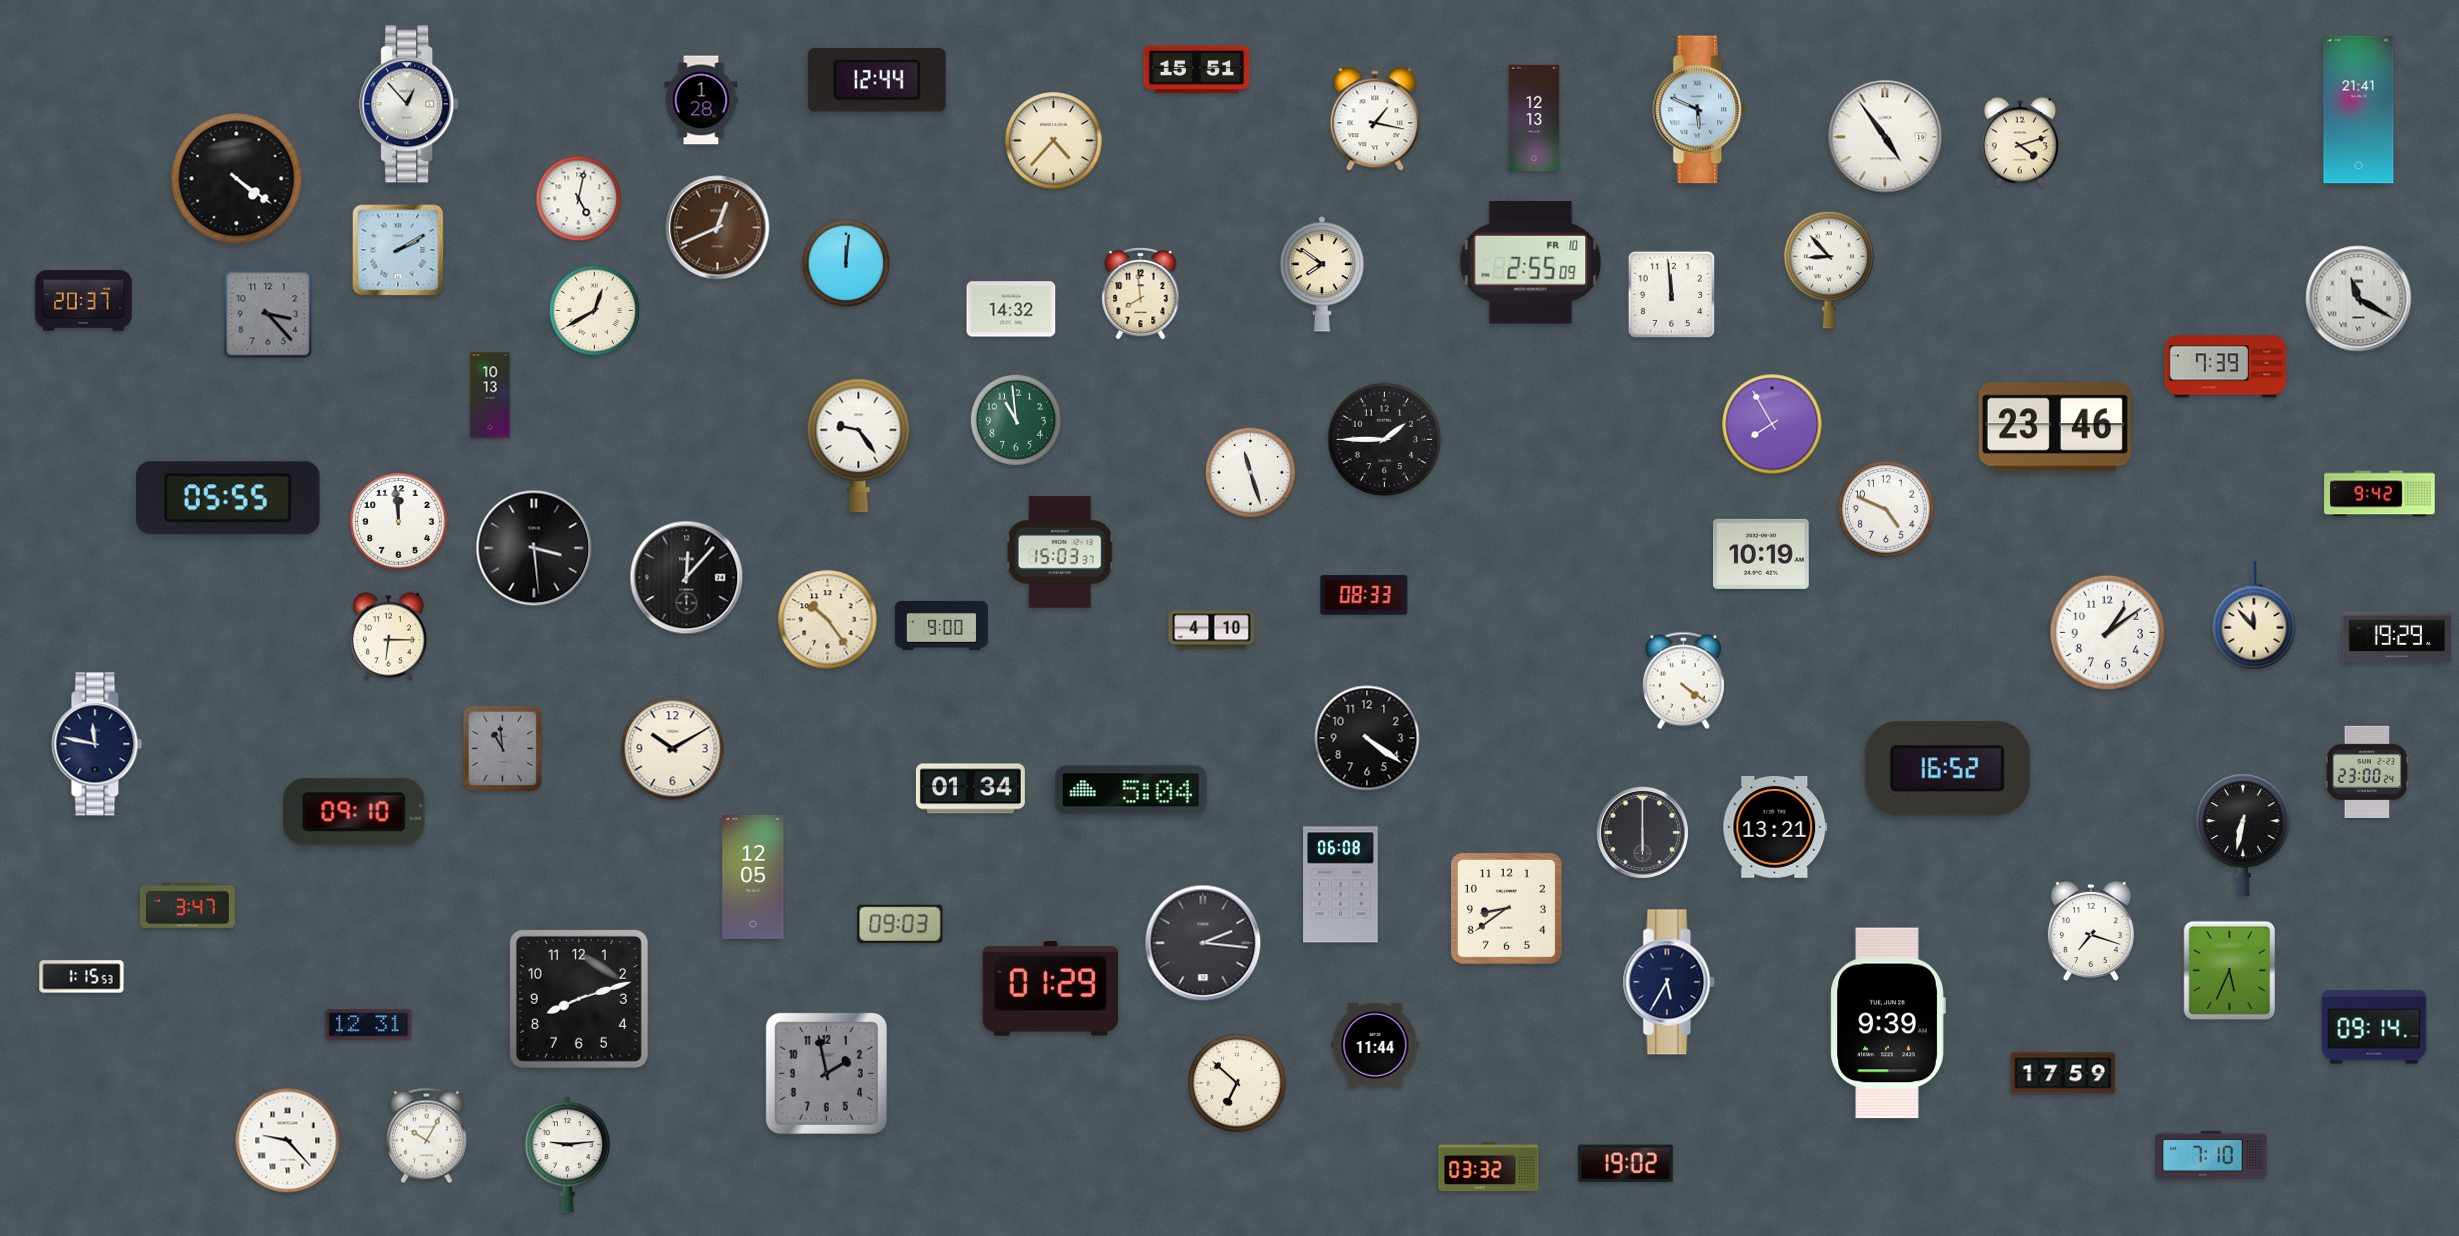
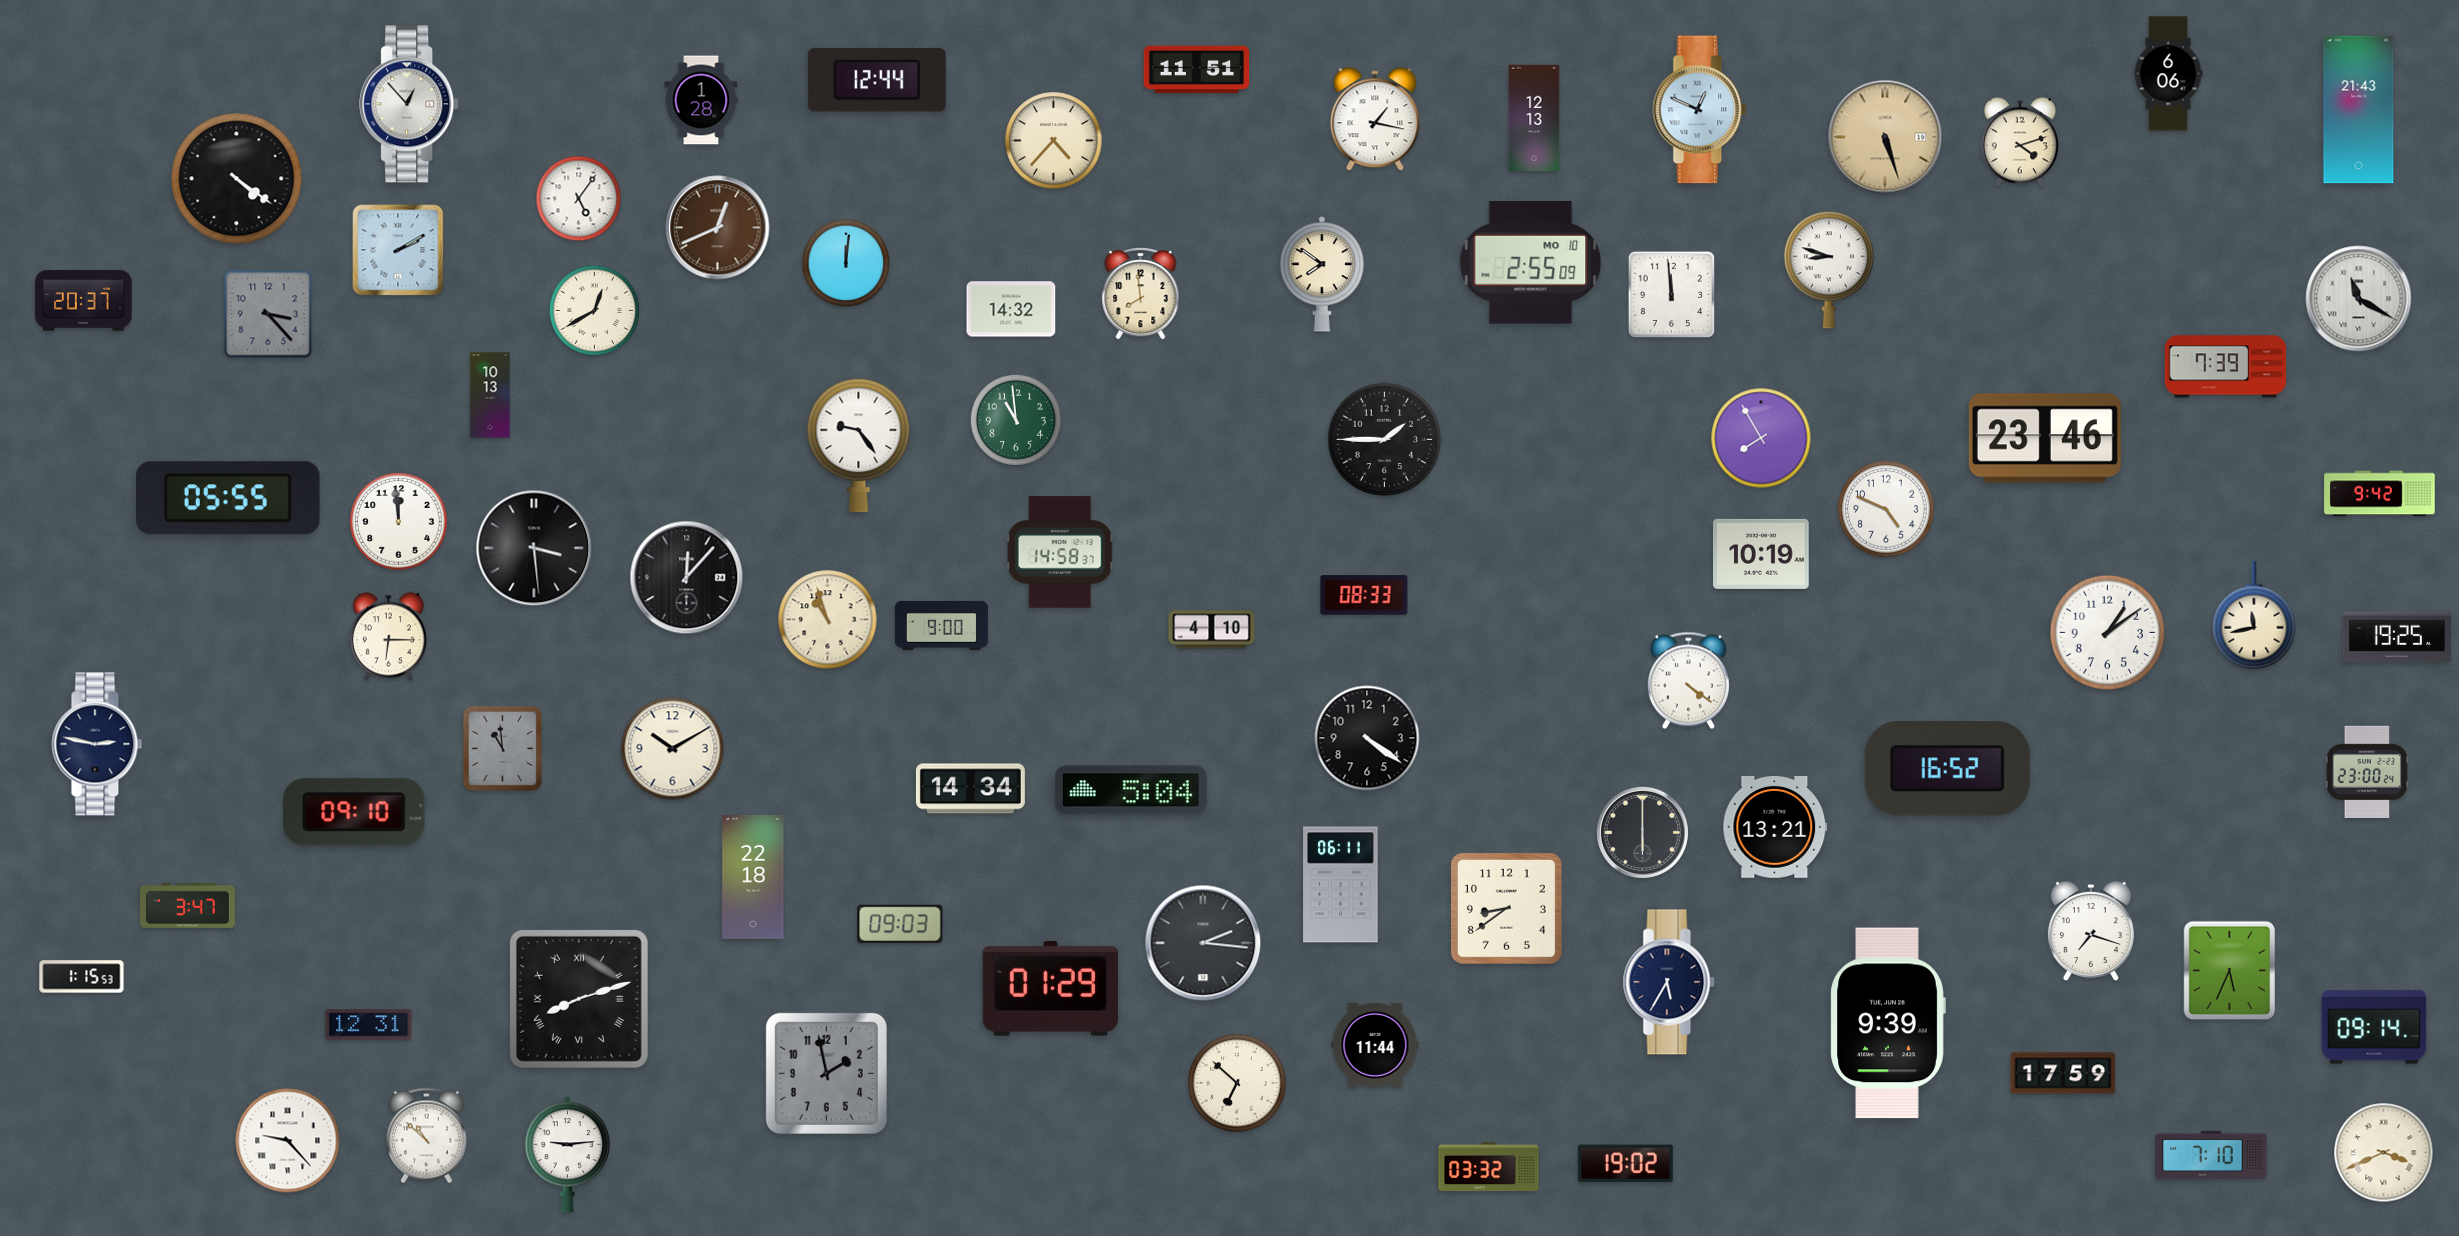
clock at (1197, 70): 15:51 -> 11:51
clock at (2168, 74): none -> 6:06
clock at (1700, 110): 5:49 -> 12:49
clock at (2359, 110): 21:41 -> 21:43
clock at (1885, 137): 4:54 -> 5:27
clock at (1885, 137) dial: white -> champagne
clock at (579, 199): 5:02 -> 5:06
clock at (1531, 263) date: FR 10 -> MO 10
clock at (1829, 270): 8:53 -> 8:48
clock at (1772, 424) position: (1772, 424) -> (1761, 438)
clock at (2055, 427) position: (2055, 427) -> (2045, 438)
clock at (1250, 472): 11:27 -> none
clock at (1060, 552): 15:03 -> 14:58
clock at (2254, 615): 11:53 -> 11:43
clock at (828, 620): 10:24 -> 10:57
clock at (2397, 637): 19:29 -> 19:25
clock at (1683, 681) position: (1683, 681) -> (1688, 681)
clock at (97, 744): 11:47 -> 2:47
clock at (970, 789): 01:34 -> 14:34
clock at (2244, 835): 6:32 -> none
clock at (753, 877): 12:05 -> 22:18
clock at (1341, 885): 06:08 -> 06:11
clock at (579, 999) numerals: Arabic -> Roman
clock at (426, 1136): 10:05 -> 10:52
clock at (2384, 1153): none -> 3:41
